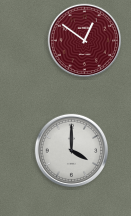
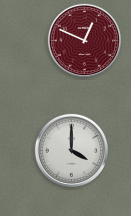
clock at (84, 40): 12:51 -> 12:49
